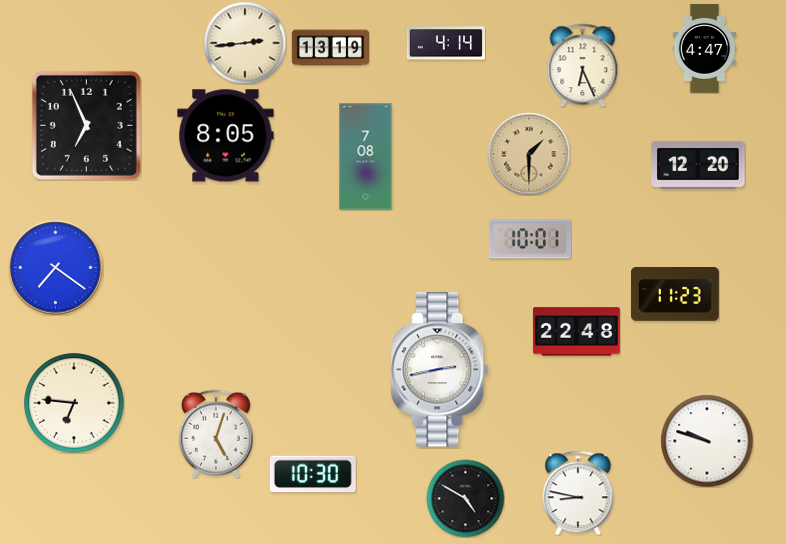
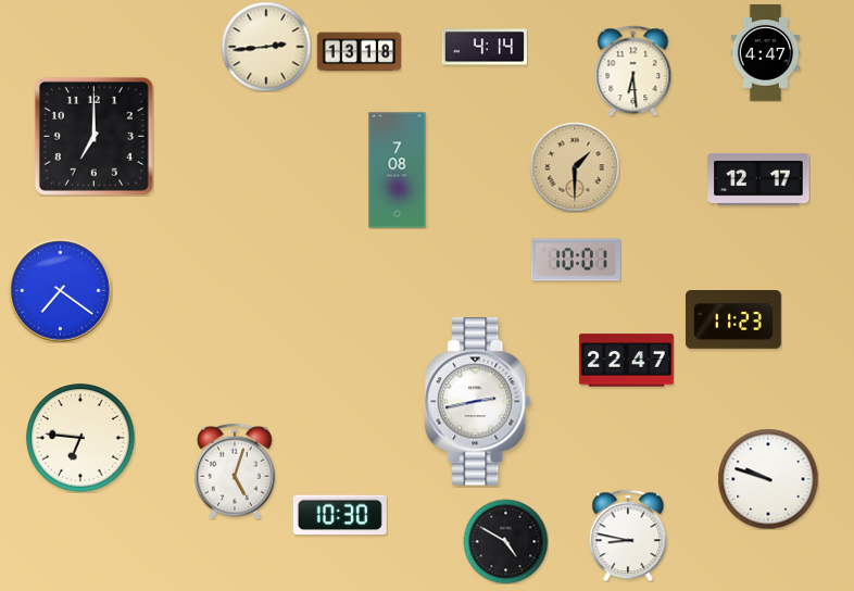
clock at (330, 48): 13:19 -> 13:18
clock at (583, 65): 6:26 -> 6:29
clock at (86, 125): 6:56 -> 7:00
clock at (226, 136): 8:05 -> none
clock at (698, 165): 12:20 -> 12:17
clock at (576, 332): 22:48 -> 22:47
